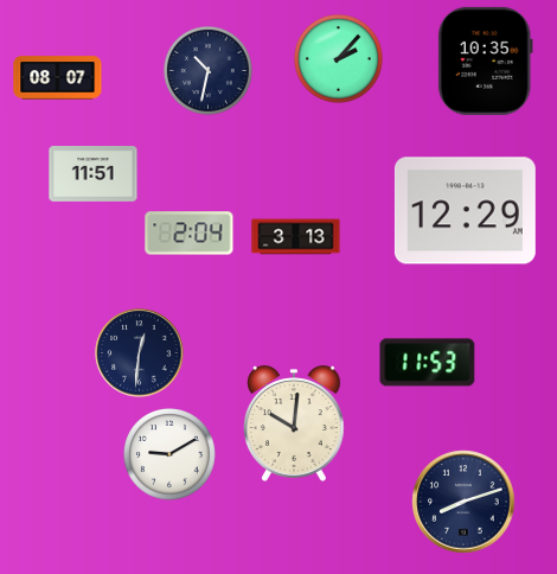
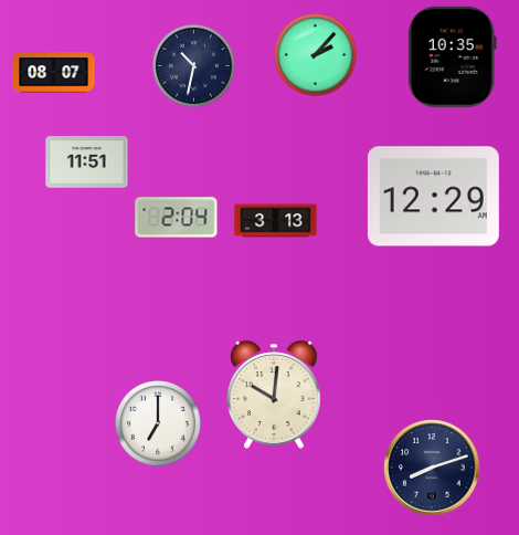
clock at (140, 353): 12:31 -> none
clock at (428, 363): 11:53 -> none
clock at (171, 455): 9:10 -> 7:00
